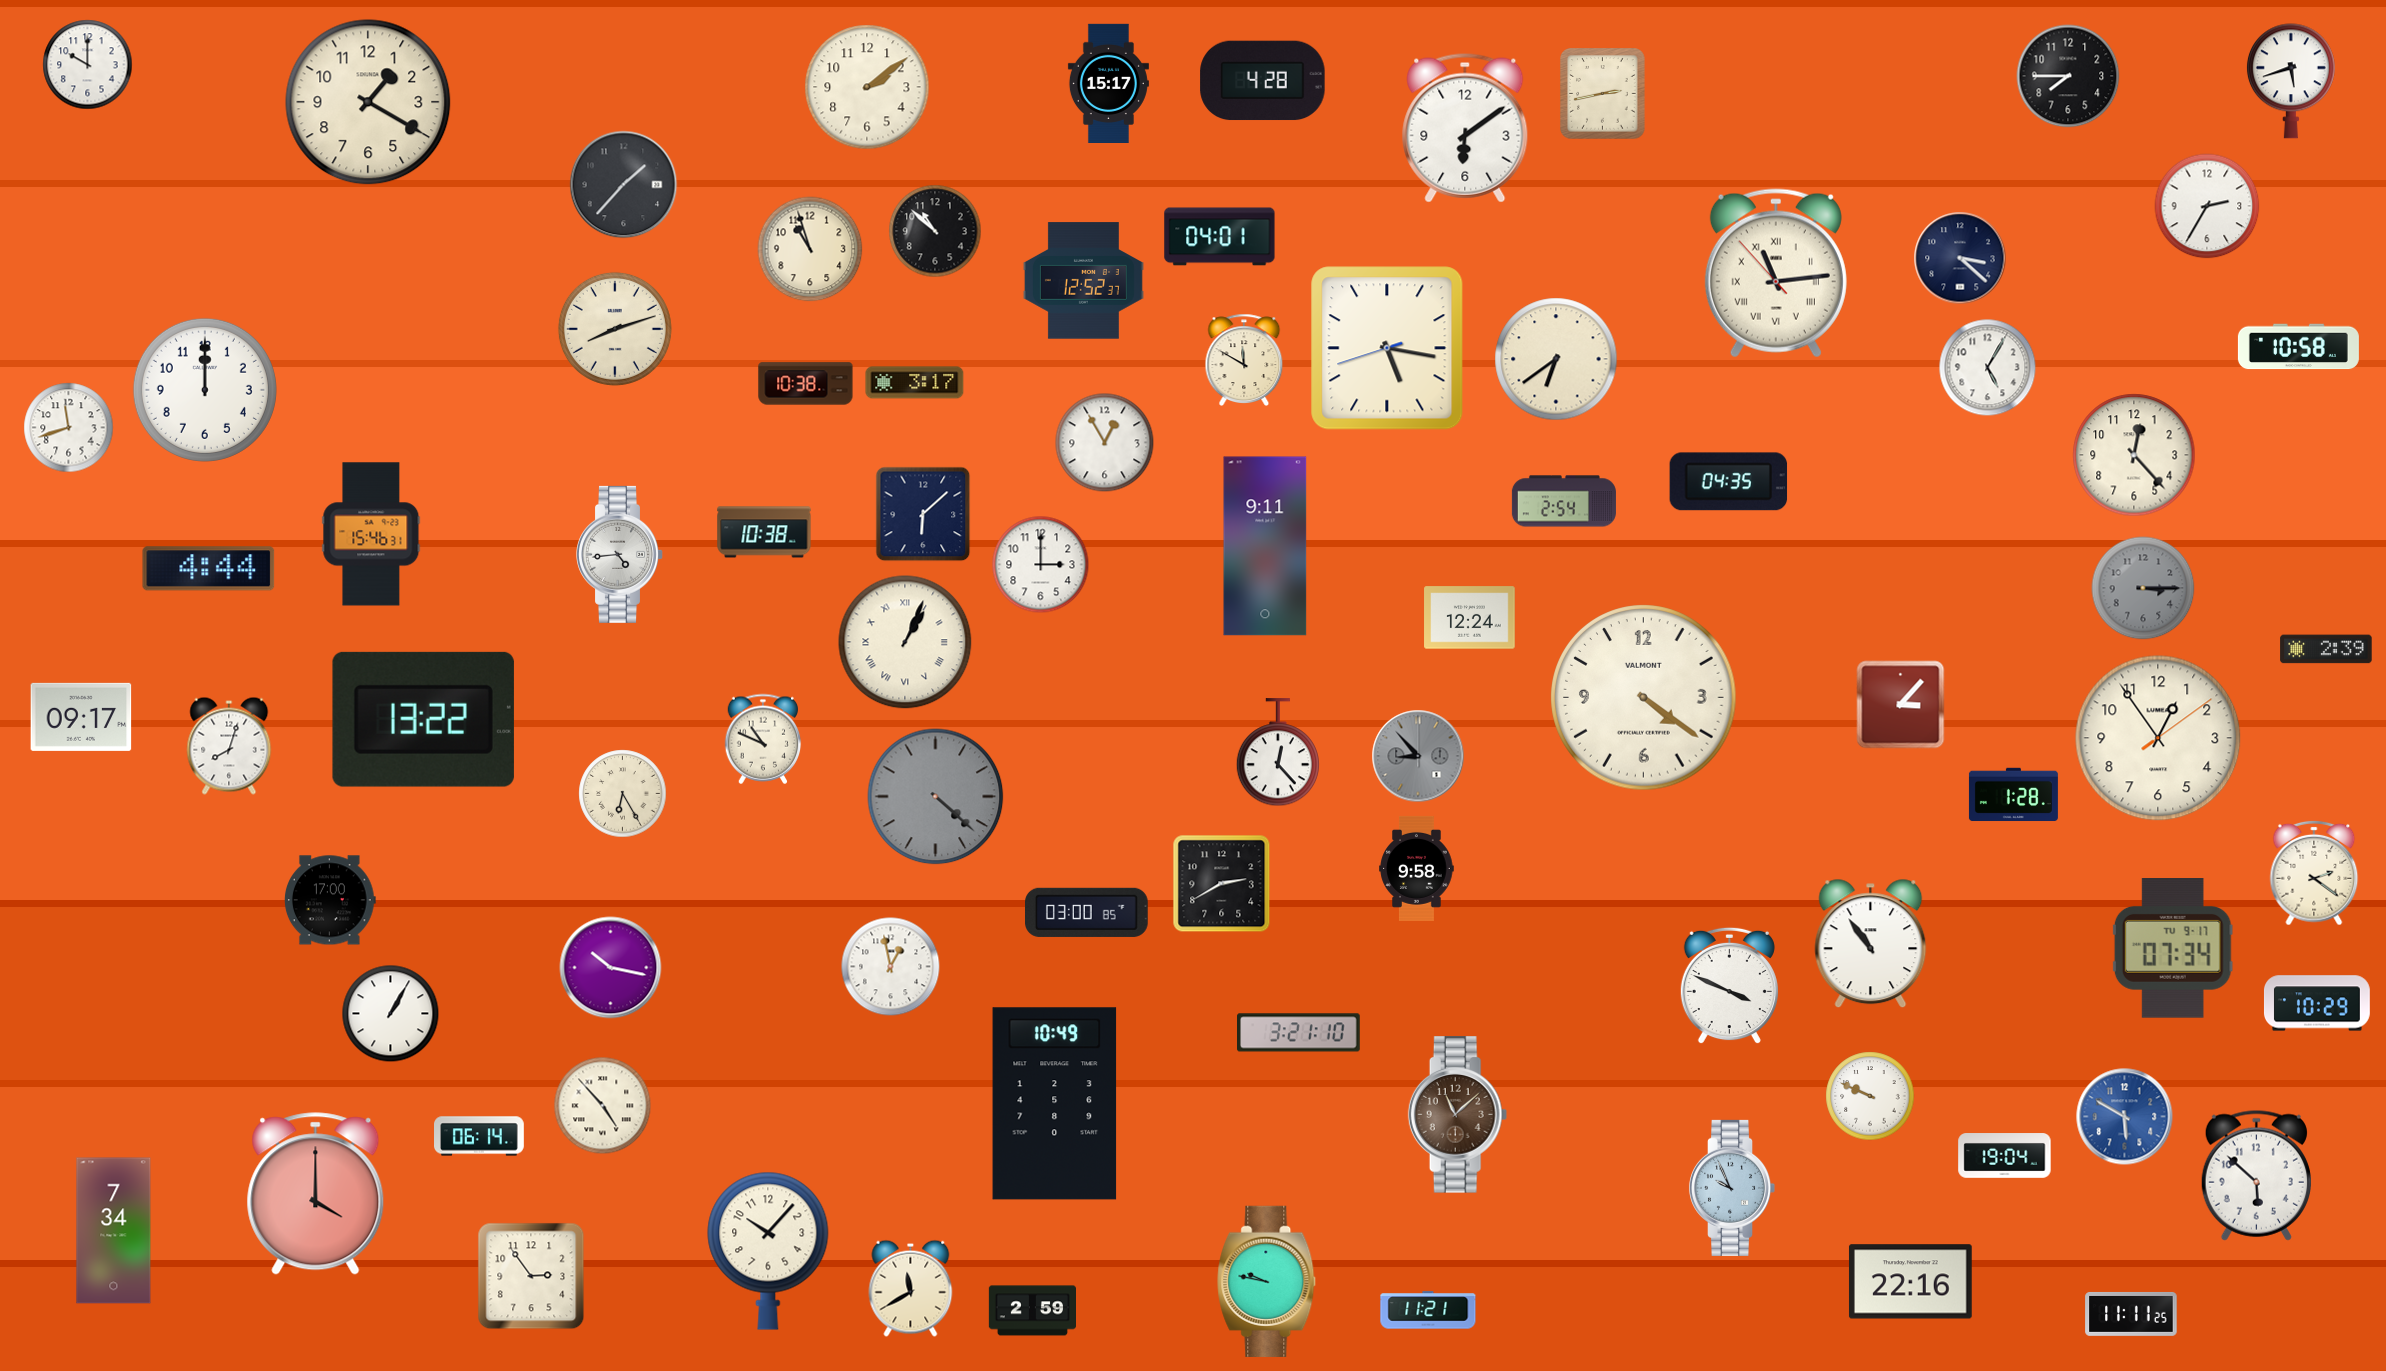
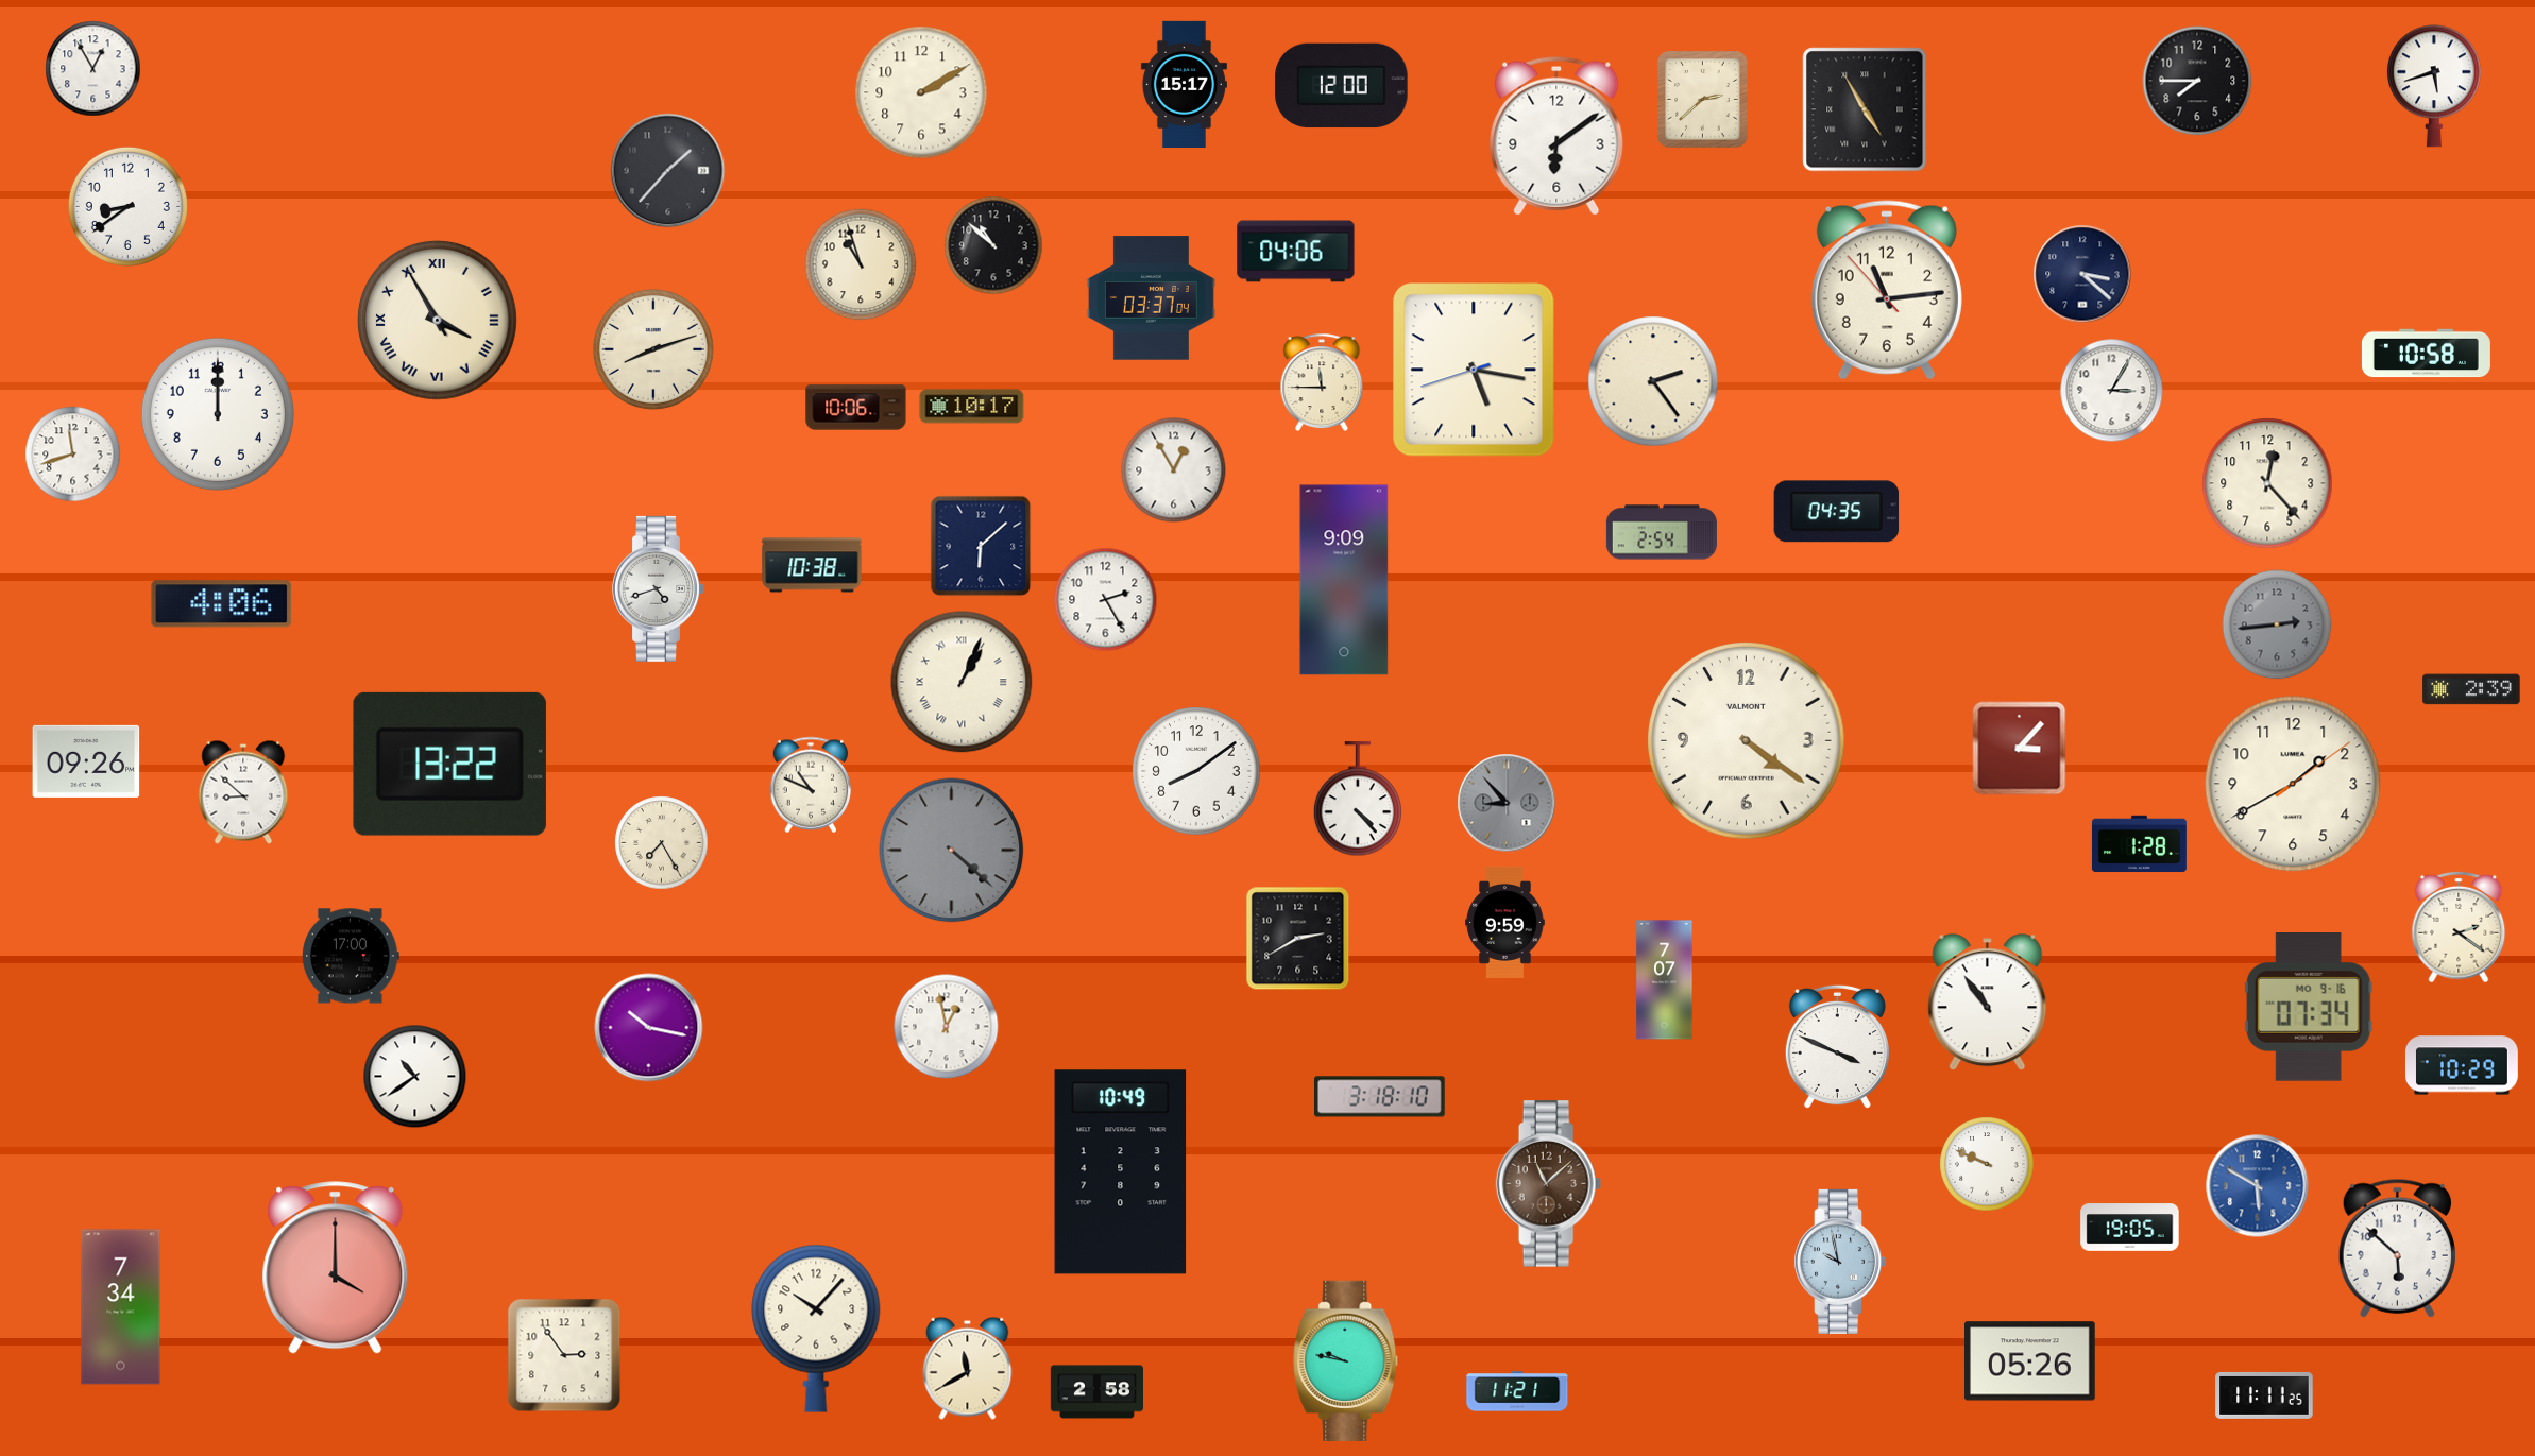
clock at (88, 65): 10:00 -> 12:55
clock at (1263, 81): 4:28 -> 12:00
clock at (1108, 83) position: (1108, 83) -> (1184, 84)
clock at (867, 87): 2:09 -> 2:10
clock at (1603, 94): 2:43 -> 2:38
clock at (368, 102): 1:20 -> none
clock at (1865, 109): none -> 4:55
clock at (624, 185) position: (624, 185) -> (668, 171)
clock at (127, 206): none -> 8:39
clock at (2207, 206): 2:35 -> none
clock at (1220, 237): 04:01 -> 04:06
clock at (1776, 273) numerals: Roman -> Arabic
clock at (1083, 281): 12:52 -> 03:37
clock at (437, 320): none -> 3:54
clock at (2298, 347) position: (2298, 347) -> (2426, 354)
clock at (1556, 359): 6:39 -> 2:24
clock at (1244, 360): 11:50 -> 11:45
clock at (1988, 368): 5:05 -> 3:05
clock at (915, 383): 3:17 -> 10:17
clock at (806, 384): 10:38 -> 10:06
clock at (371, 534): 15:46 -> none
clock at (1265, 546): 9:11 -> 9:09
clock at (620, 554): 4:44 -> 4:42
clock at (1041, 565): 3:00 -> 2:25
clock at (209, 569): 4:44 -> 4:06
clock at (2143, 588): 3:15 -> 2:44
clock at (1470, 618): 12:24 -> none
clock at (81, 717): 09:17 -> 09:26
clock at (1196, 771): none -> 8:09
clock at (2158, 738): 12:54 -> 1:40
clock at (229, 746): 8:03 -> 8:52
clock at (1277, 753): 12:23 -> 4:23
clock at (623, 794): 6:25 -> 7:25
clock at (936, 797) position: (936, 797) -> (952, 851)
clock at (1417, 868): 9:58 -> 9:59
clock at (1087, 912): 03:00 -> none
clock at (1665, 980): none -> 7:07
clock at (2173, 948) date: TU 9-17 -> MO 9-16
clock at (391, 1014): 1:05 -> 10:39
clock at (1299, 1033): 3:21 -> 3:18
clock at (603, 1106): 4:53 -> none
clock at (480, 1136): 06:14 -> none
clock at (2005, 1156): 19:04 -> 19:05
clock at (1732, 1188): 9:56 -> 9:58
clock at (1910, 1282): 22:16 -> 05:26
clock at (1032, 1311): 2:59 -> 2:58
